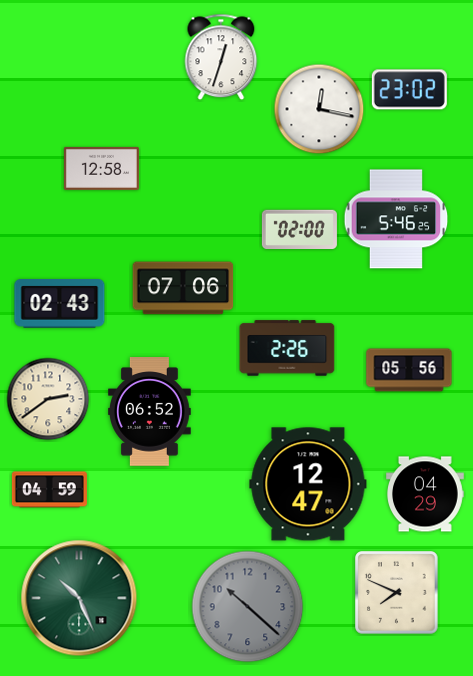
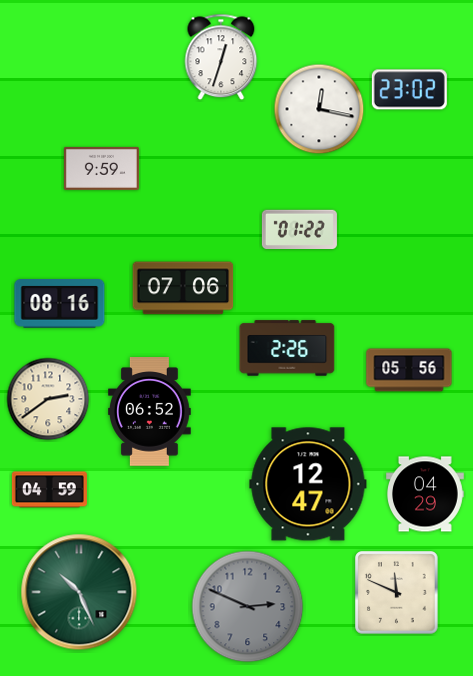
clock at (101, 168): 12:58 -> 9:59
clock at (396, 219): 5:46 -> none
clock at (299, 230): 02:00 -> 01:22
clock at (60, 304): 02:43 -> 08:16
clock at (397, 593): 7:49 -> 11:49
clock at (79, 598) position: (79, 598) -> (79, 592)
clock at (248, 607): 10:22 -> 2:49
